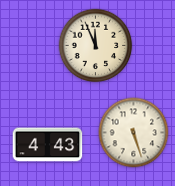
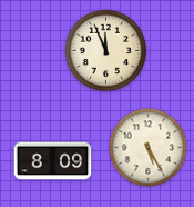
clock at (134, 133): 5:27 -> 5:25
clock at (48, 145): 4:43 -> 8:09
